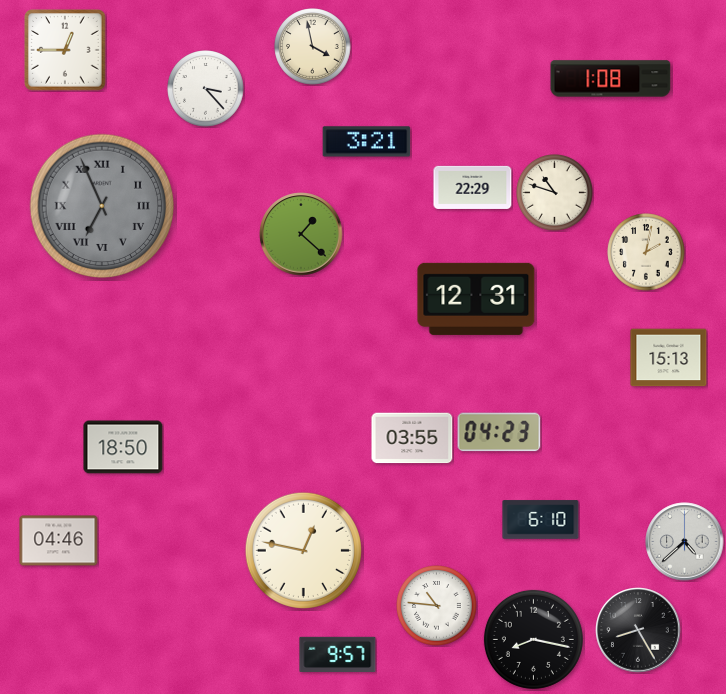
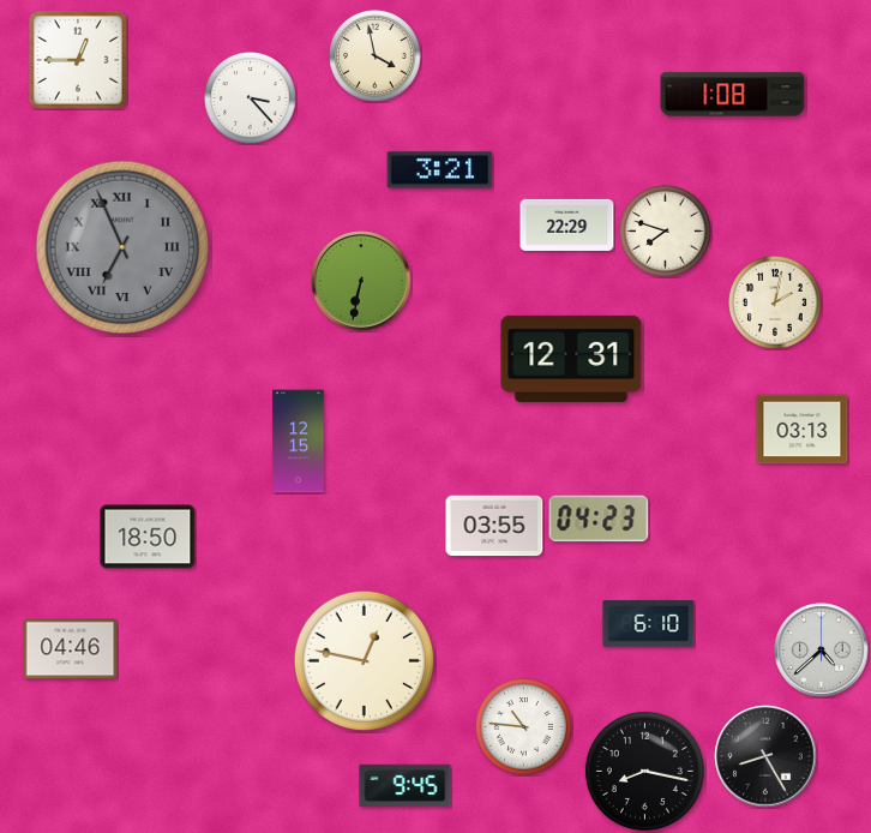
clock at (206, 89) position: (206, 89) -> (251, 98)
clock at (555, 193): 10:48 -> 7:48
clock at (301, 234): 1:22 -> 6:32
clock at (669, 358): 15:13 -> 03:13
clock at (299, 442): none -> 12:15
clock at (533, 639) position: (533, 639) -> (644, 771)
clock at (338, 654): 9:57 -> 9:45
